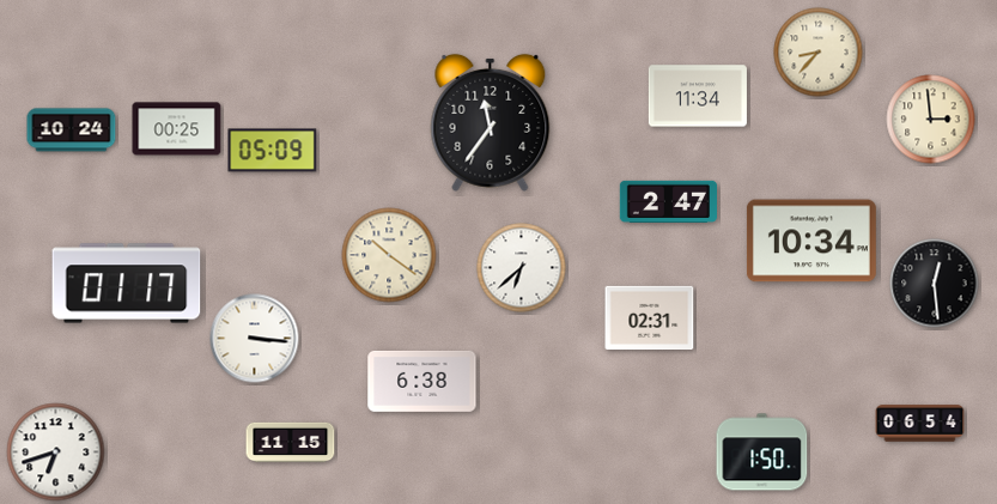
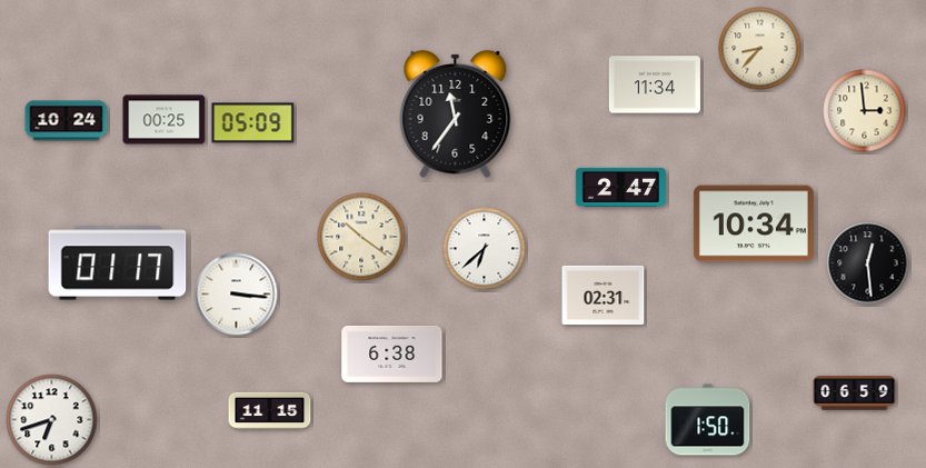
clock at (698, 96) position: (698, 96) -> (655, 84)
clock at (273, 151) position: (273, 151) -> (253, 123)
clock at (255, 339) position: (255, 339) -> (237, 295)
clock at (920, 424): 06:54 -> 06:59
